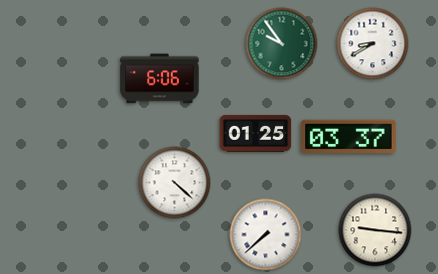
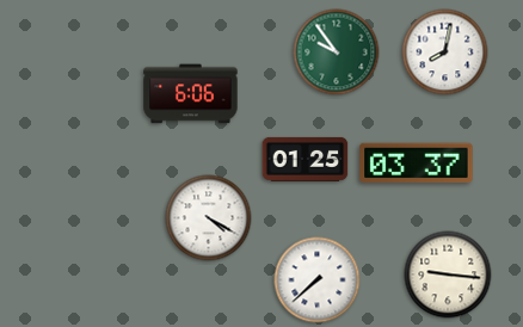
clock at (373, 44): 8:40 -> 8:02
clock at (175, 183): 4:22 -> 4:20
